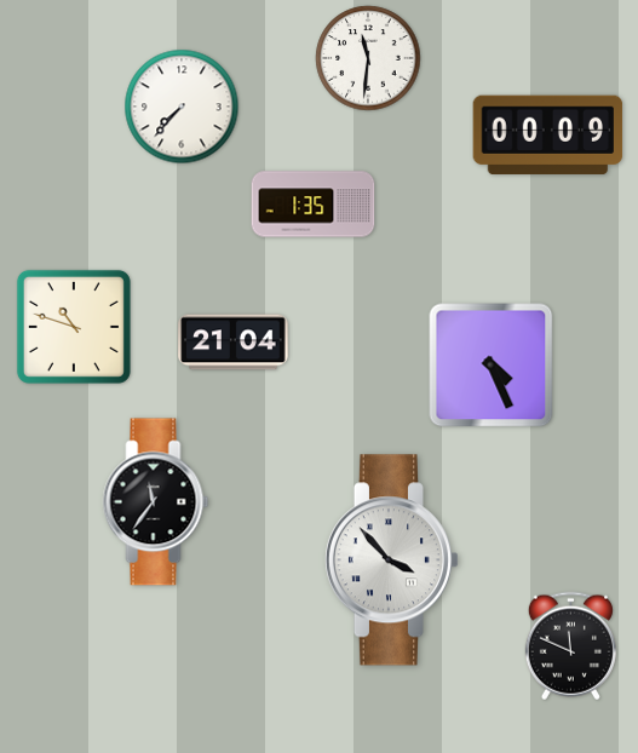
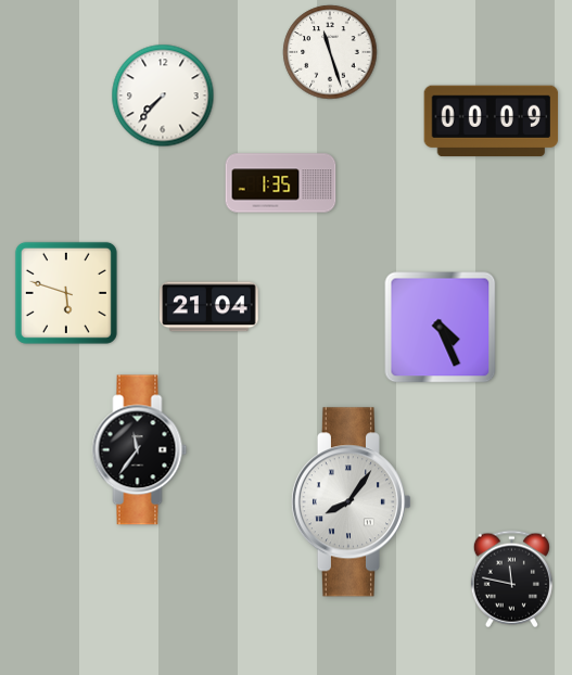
clock at (368, 58): 11:31 -> 11:27
clock at (74, 327): 10:48 -> 5:48
clock at (391, 561): 3:53 -> 8:06
clock at (570, 646): 11:49 -> 11:47
